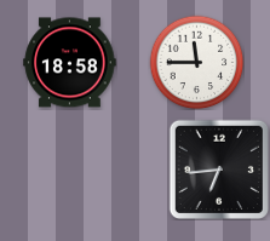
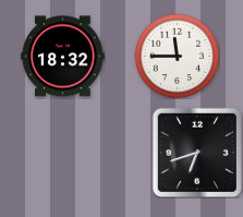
clock at (70, 63): 18:58 -> 18:32
clock at (218, 168): 6:44 -> 6:42
